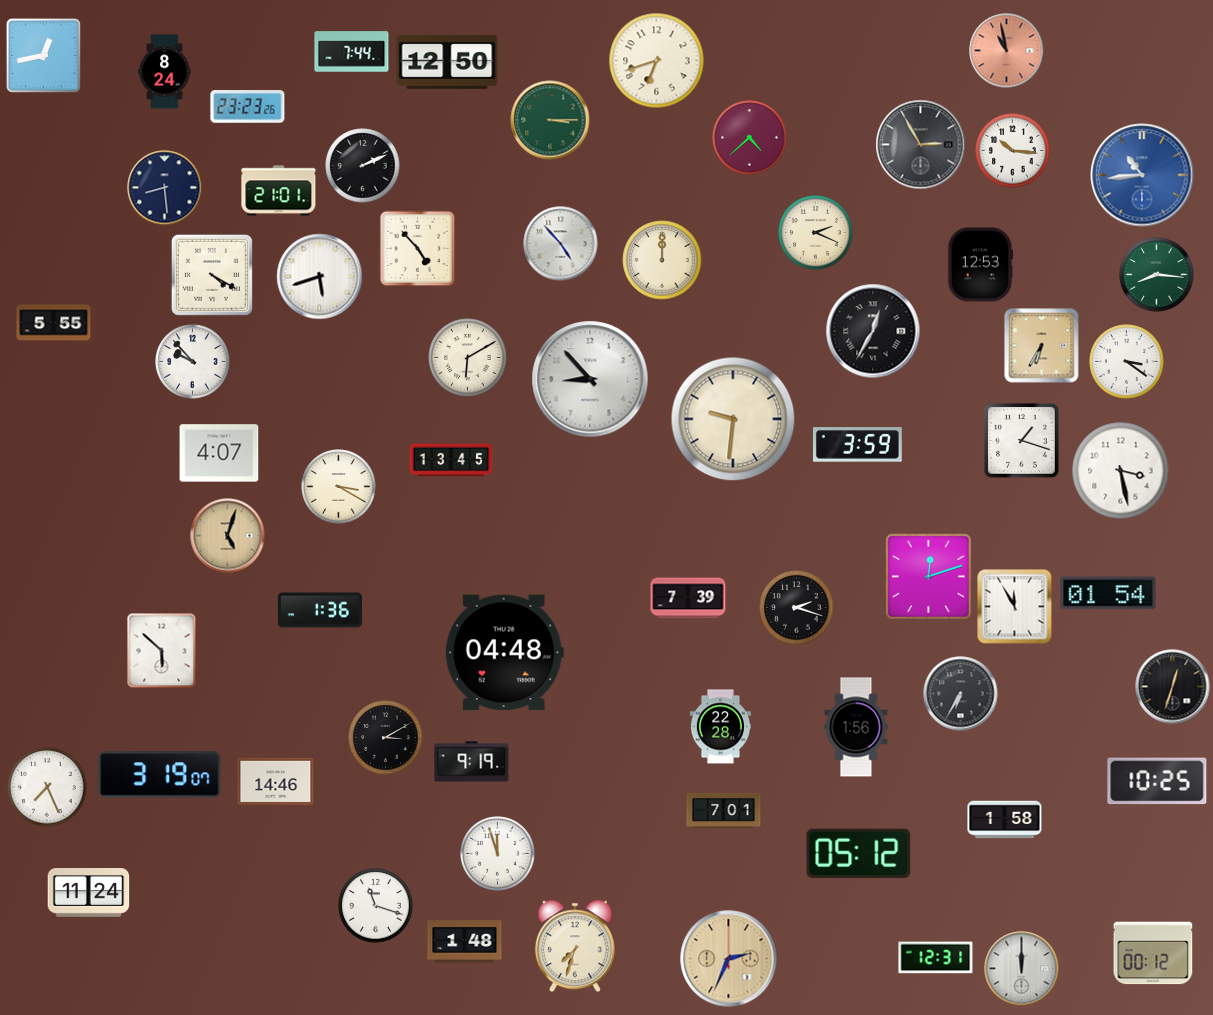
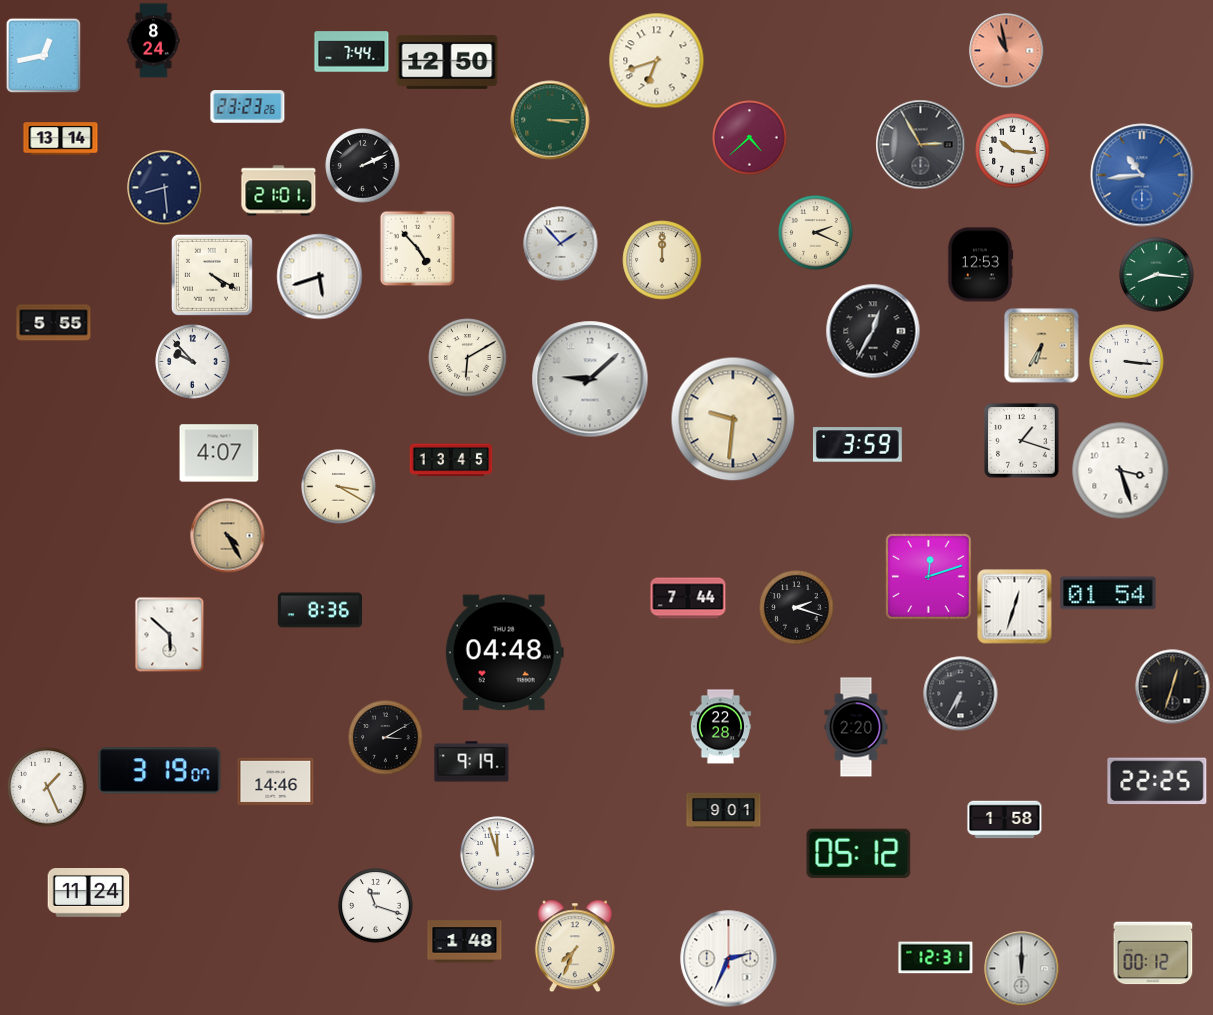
clock at (165, 72) position: (165, 72) -> (154, 41)
clock at (61, 139): none -> 13:14
clock at (561, 244): 4:53 -> 1:53
clock at (1127, 362): 3:21 -> 3:16
clock at (590, 379): 8:53 -> 9:08
clock at (1121, 471): 3:28 -> 3:27
clock at (228, 536): 5:03 -> 4:25
clock at (688, 598): 7:39 -> 7:44
clock at (1015, 607): 11:55 -> 12:33
clock at (320, 610): 1:36 -> 8:36
clock at (162, 651) position: (162, 651) -> (170, 635)
clock at (856, 727): 1:56 -> 2:20
clock at (160, 775) position: (160, 775) -> (160, 771)
clock at (1157, 781): 10:25 -> 22:25
clock at (47, 787): 7:26 -> 1:26
clock at (724, 810): 7:01 -> 9:01
clock at (575, 946): 7:33 -> 7:34
clock at (729, 959) dial: champagne -> white
